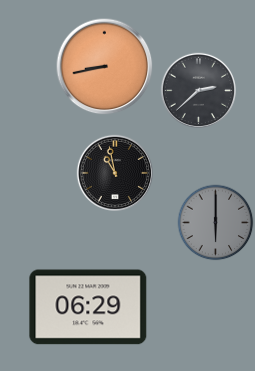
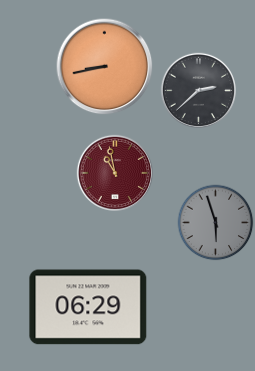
clock at (114, 172) dial: black -> burgundy
clock at (216, 223): 6:00 -> 5:57
